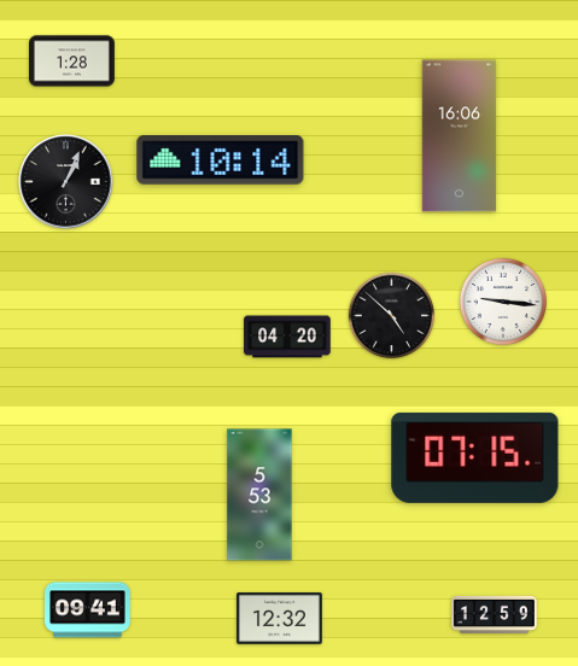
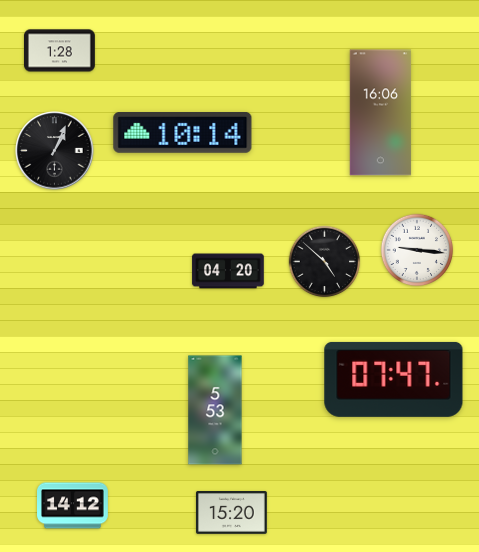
clock at (287, 337) position: (287, 337) -> (228, 271)
clock at (475, 457): 07:15 -> 07:47
clock at (88, 610): 09:41 -> 14:12
clock at (495, 614): 12:59 -> none
clock at (280, 619): 12:32 -> 15:20
